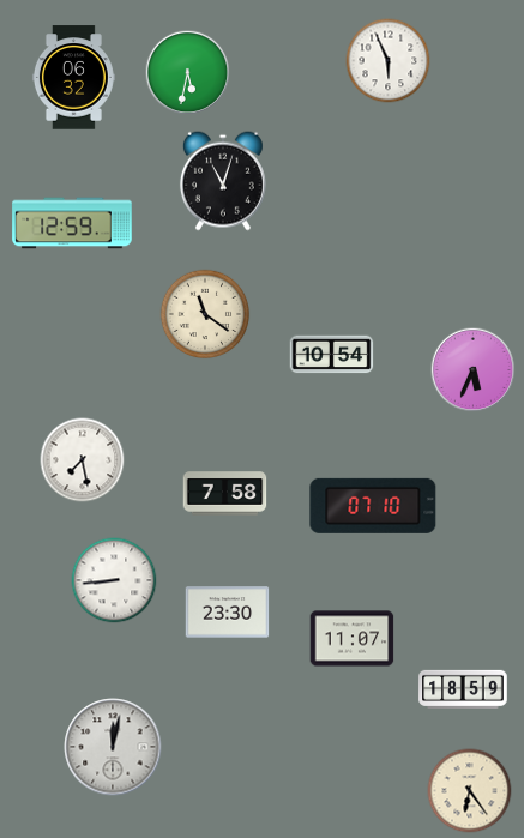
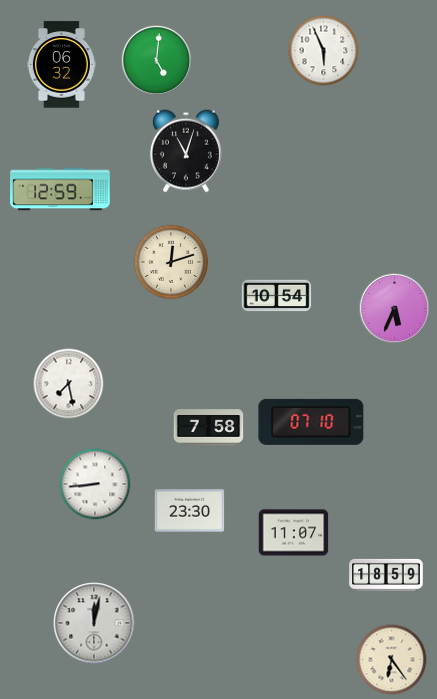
clock at (188, 73): 5:32 -> 5:01
clock at (72, 223) position: (72, 223) -> (60, 189)
clock at (205, 314): 11:21 -> 12:12
clock at (225, 494) position: (225, 494) -> (209, 428)
